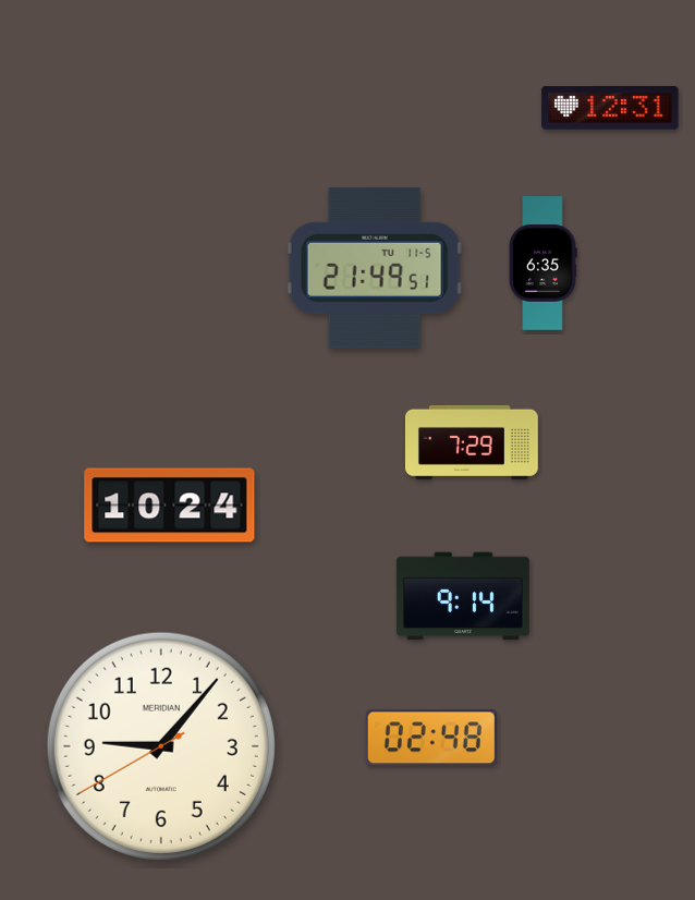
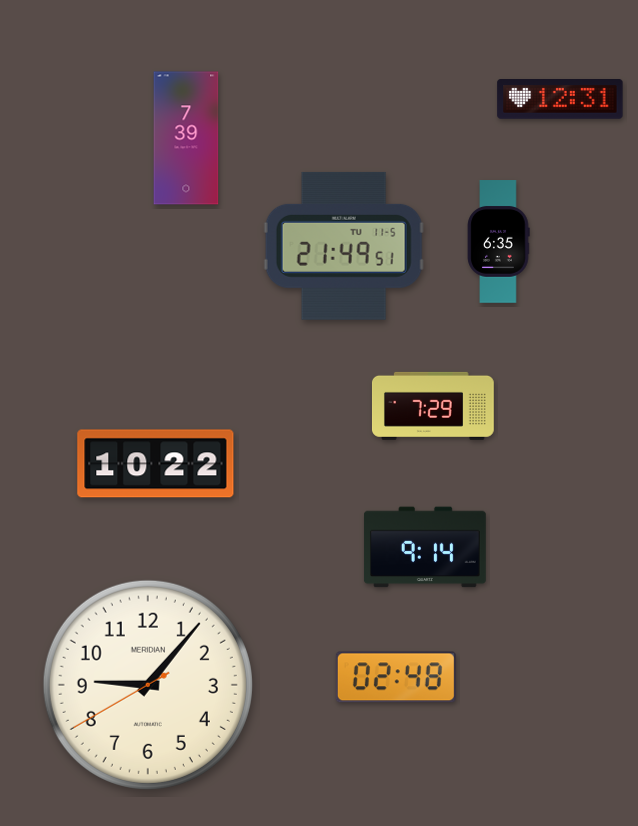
clock at (186, 138): none -> 7:39
clock at (170, 506): 10:24 -> 10:22
